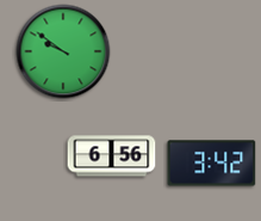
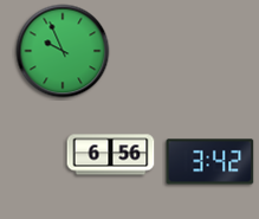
clock at (63, 51): 9:51 -> 9:56
